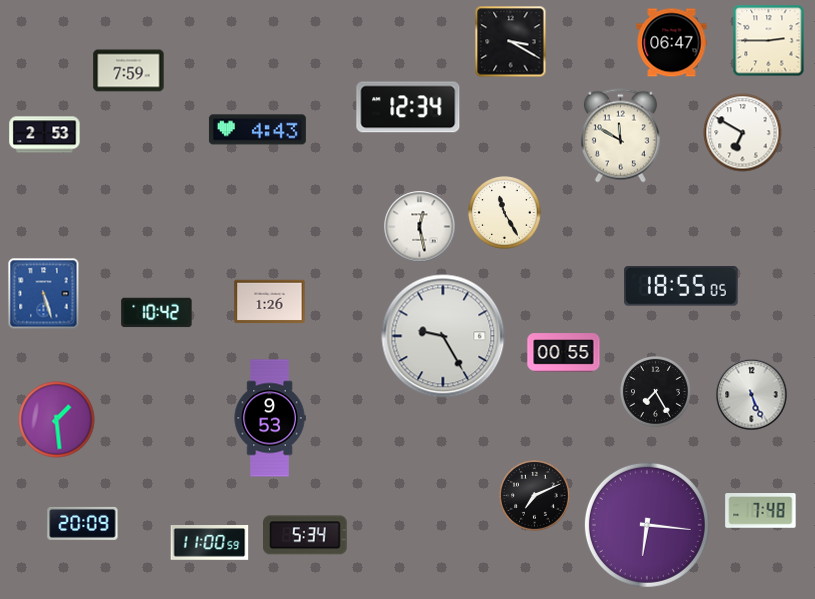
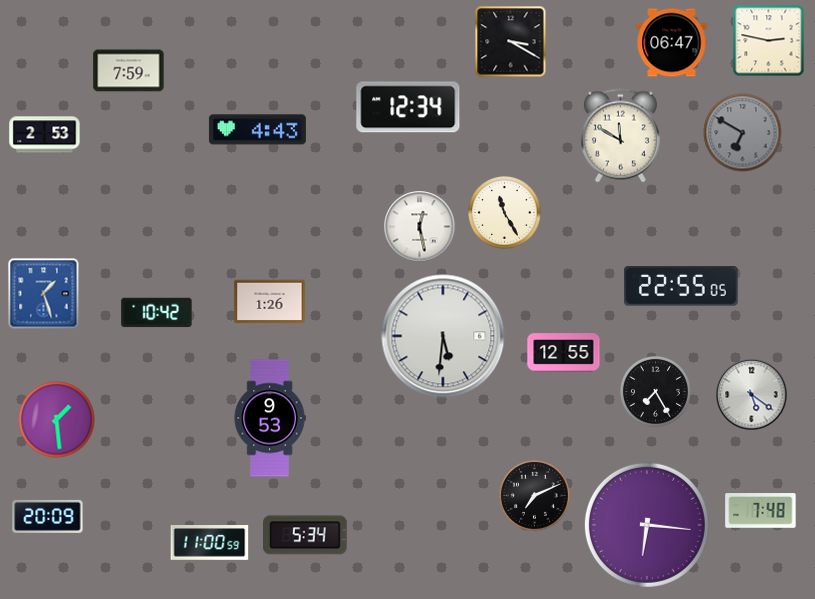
clock at (769, 41): 2:45 -> 2:47
clock at (743, 133) dial: white -> grey
clock at (681, 286): 18:55 -> 22:55
clock at (44, 294): 5:27 -> 1:27
clock at (443, 336): 9:25 -> 5:31
clock at (564, 353): 00:55 -> 12:55
clock at (752, 395): 5:26 -> 5:21
clock at (83, 523) position: (83, 523) -> (48, 516)
